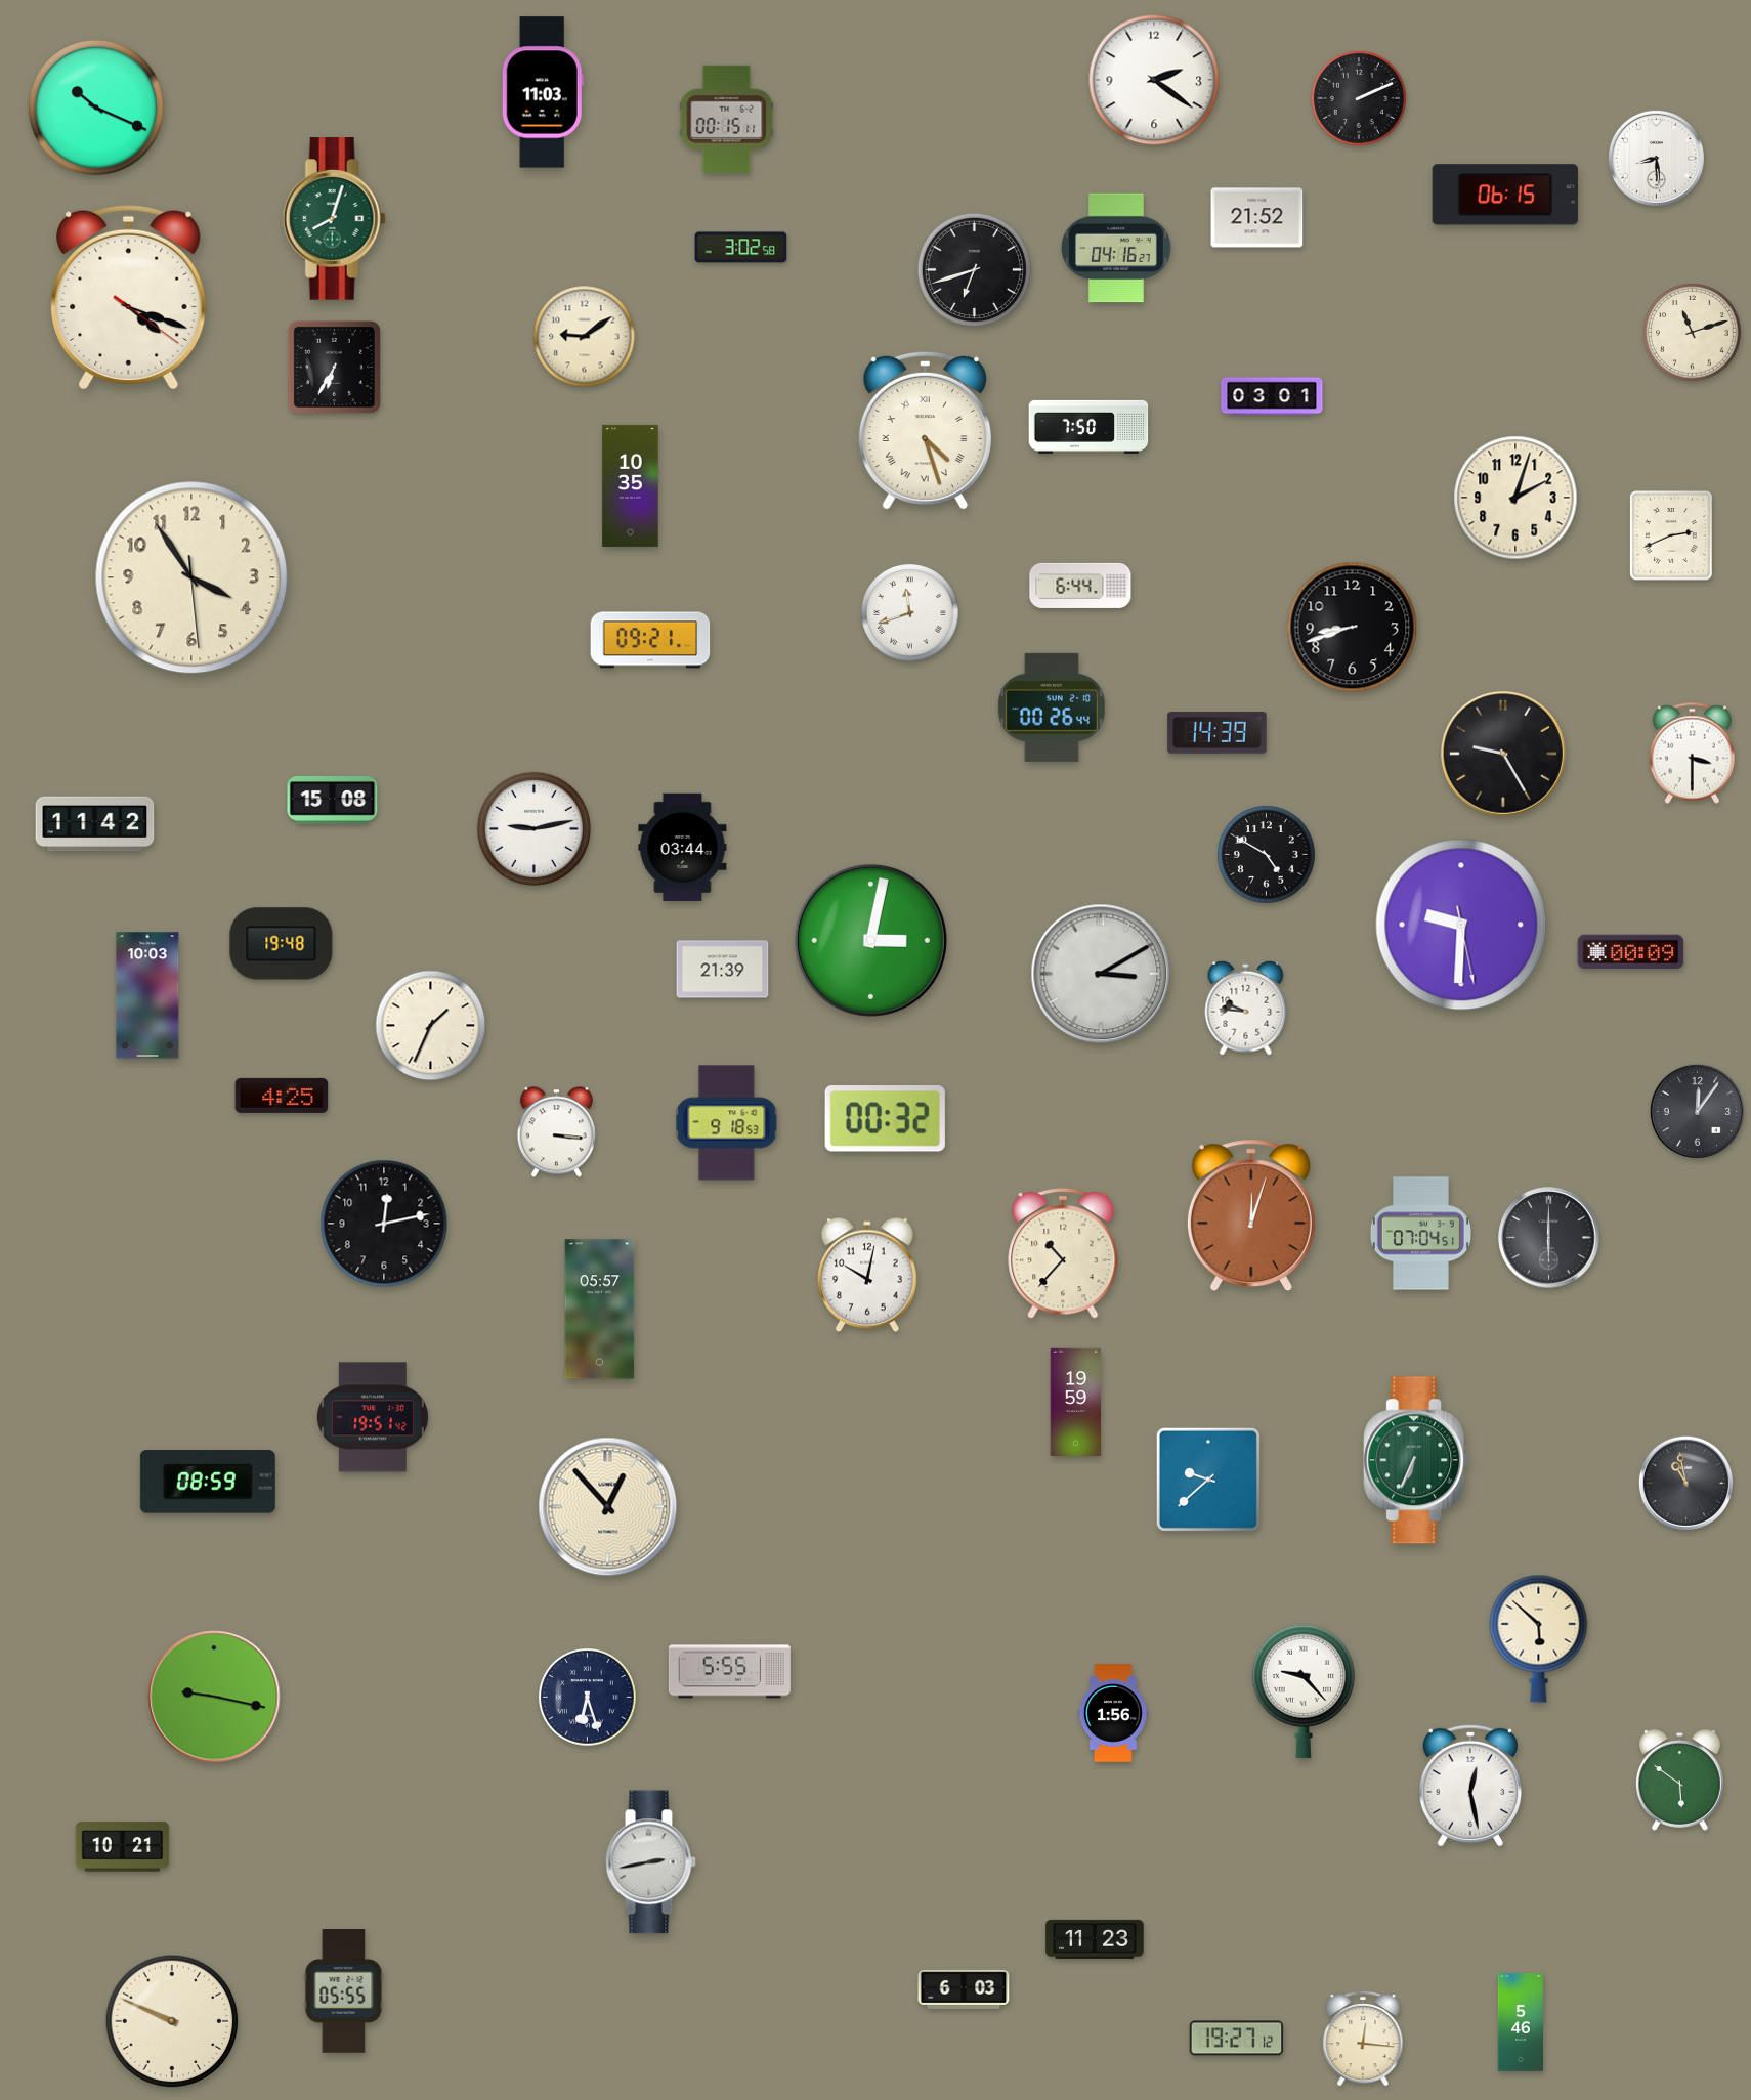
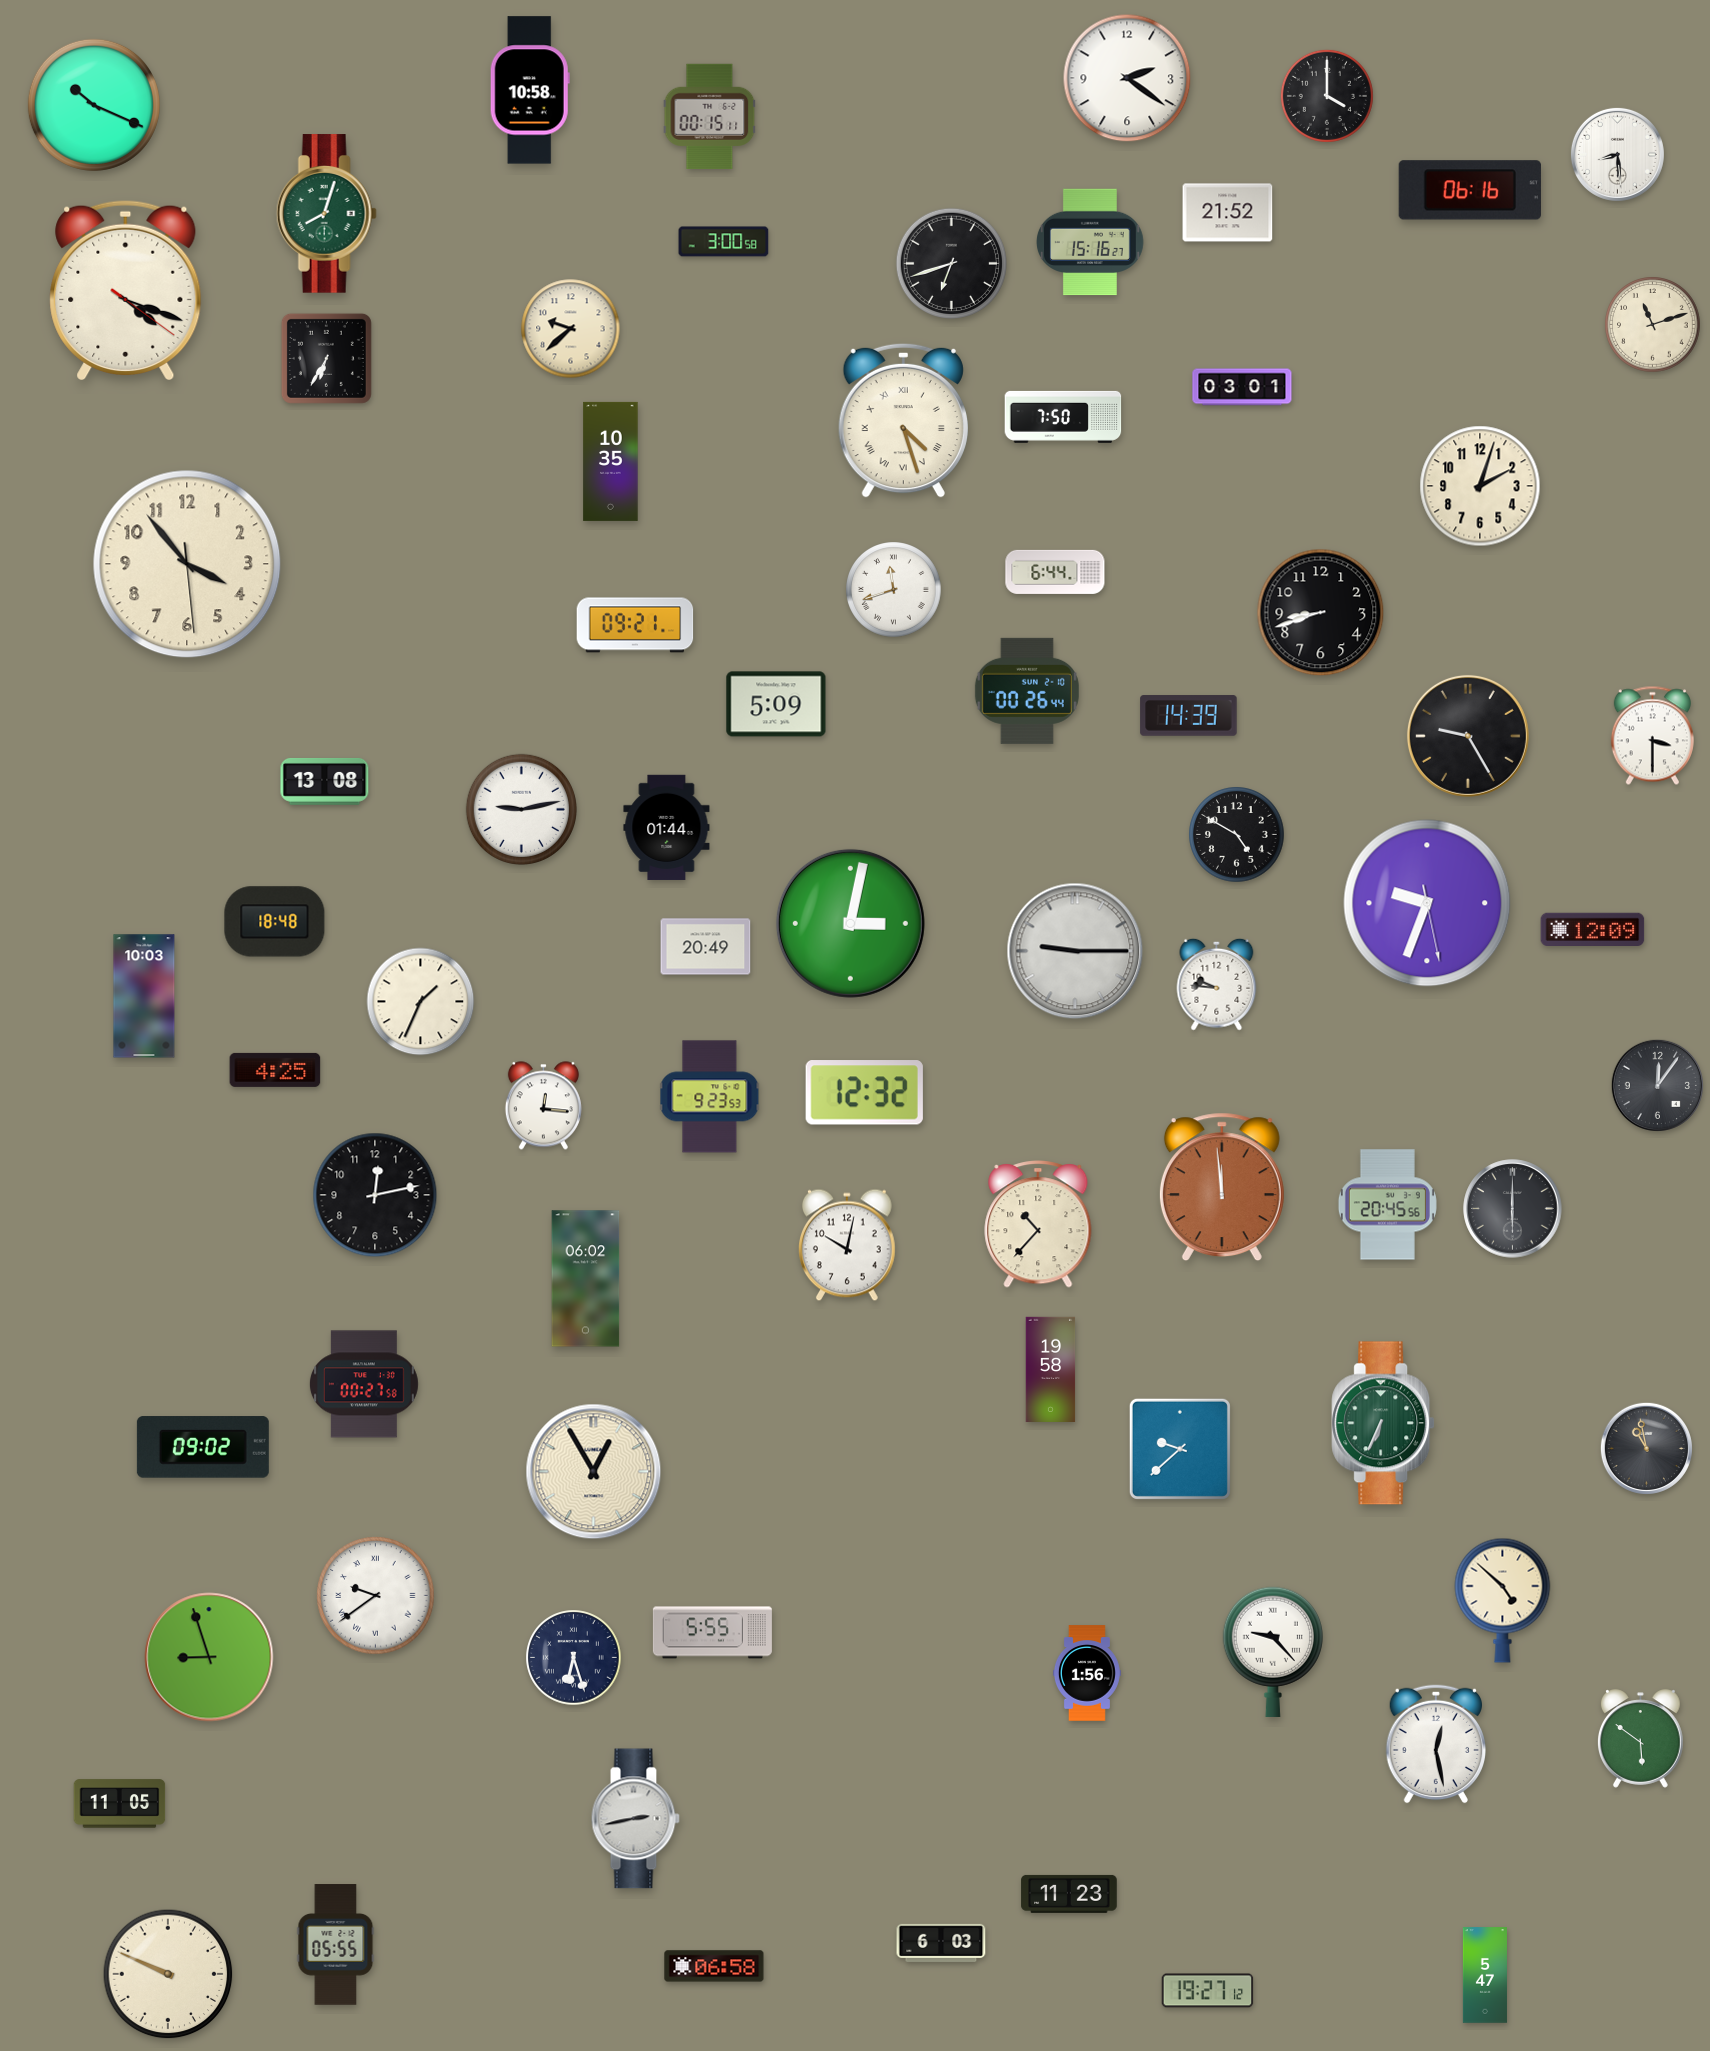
clock at (543, 92): 11:03 -> 10:58
clock at (1359, 98): 2:11 -> 4:00
clock at (1505, 195): 06:15 -> 06:16
clock at (741, 248): 3:02 -> 3:00
clock at (1117, 248): 04:16 -> 15:16
clock at (585, 337): 9:09 -> 9:38
clock at (631, 485) position: (631, 485) -> (611, 461)
clock at (1672, 535): 2:41 -> none
clock at (191, 577): 3:54 -> 3:53
clock at (910, 613) position: (910, 613) -> (894, 590)
clock at (776, 704): none -> 5:09
clock at (333, 800): 15:08 -> 13:08
clock at (95, 824): 11:42 -> none
clock at (683, 847): 03:44 -> 01:44
clock at (1461, 925): 9:30 -> 9:33
clock at (870, 940) position: (870, 940) -> (850, 923)
clock at (282, 944): 19:48 -> 18:48
clock at (1631, 951): 00:09 -> 12:09
clock at (723, 970): 21:39 -> 20:49
clock at (1101, 974): 3:10 -> 9:15
clock at (147, 995) position: (147, 995) -> (144, 996)
clock at (885, 1119): 00:32 -> 12:32
clock at (727, 1123): 9:18 -> 9:23
clock at (556, 1132): 3:16 -> 12:16
clock at (1251, 1215): 12:03 -> 11:59
clock at (1420, 1234): 07:04 -> 20:45
clock at (600, 1310): 05:57 -> 06:02
clock at (1076, 1402): 19:59 -> 19:58
clock at (373, 1417): 19:51 -> 00:27
clock at (1416, 1460) position: (1416, 1460) -> (1383, 1423)
clock at (1208, 1480) position: (1208, 1480) -> (1180, 1449)
clock at (208, 1482): 08:59 -> 09:02
clock at (608, 1507): 12:53 -> 12:55
clock at (376, 1596): none -> 9:39
clock at (1539, 1638): 5:52 -> 4:52
clock at (214, 1697): 9:17 -> 8:57
clock at (123, 1847): 10:21 -> 11:05
clock at (714, 1966): none -> 06:58
clock at (1521, 2022): 5:46 -> 5:47
clock at (1363, 2039): 12:16 -> none
